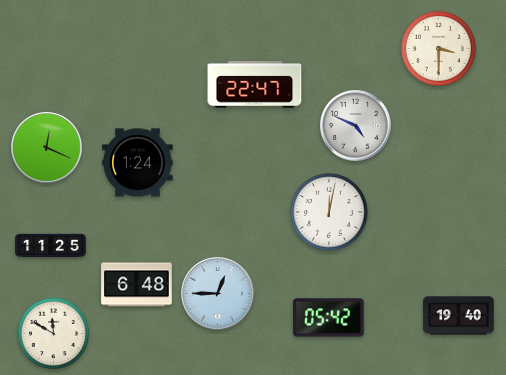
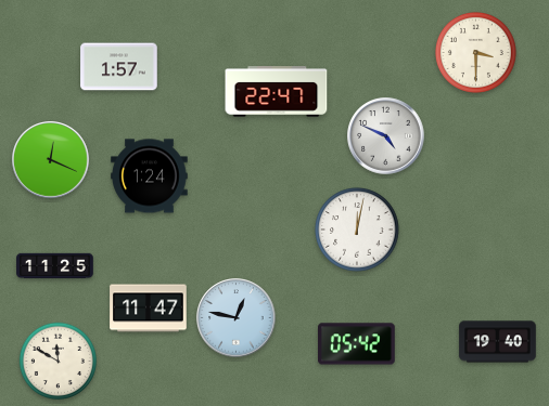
clock at (119, 67): none -> 1:57
clock at (137, 285): 6:48 -> 11:47
clock at (218, 294): 12:45 -> 12:47
